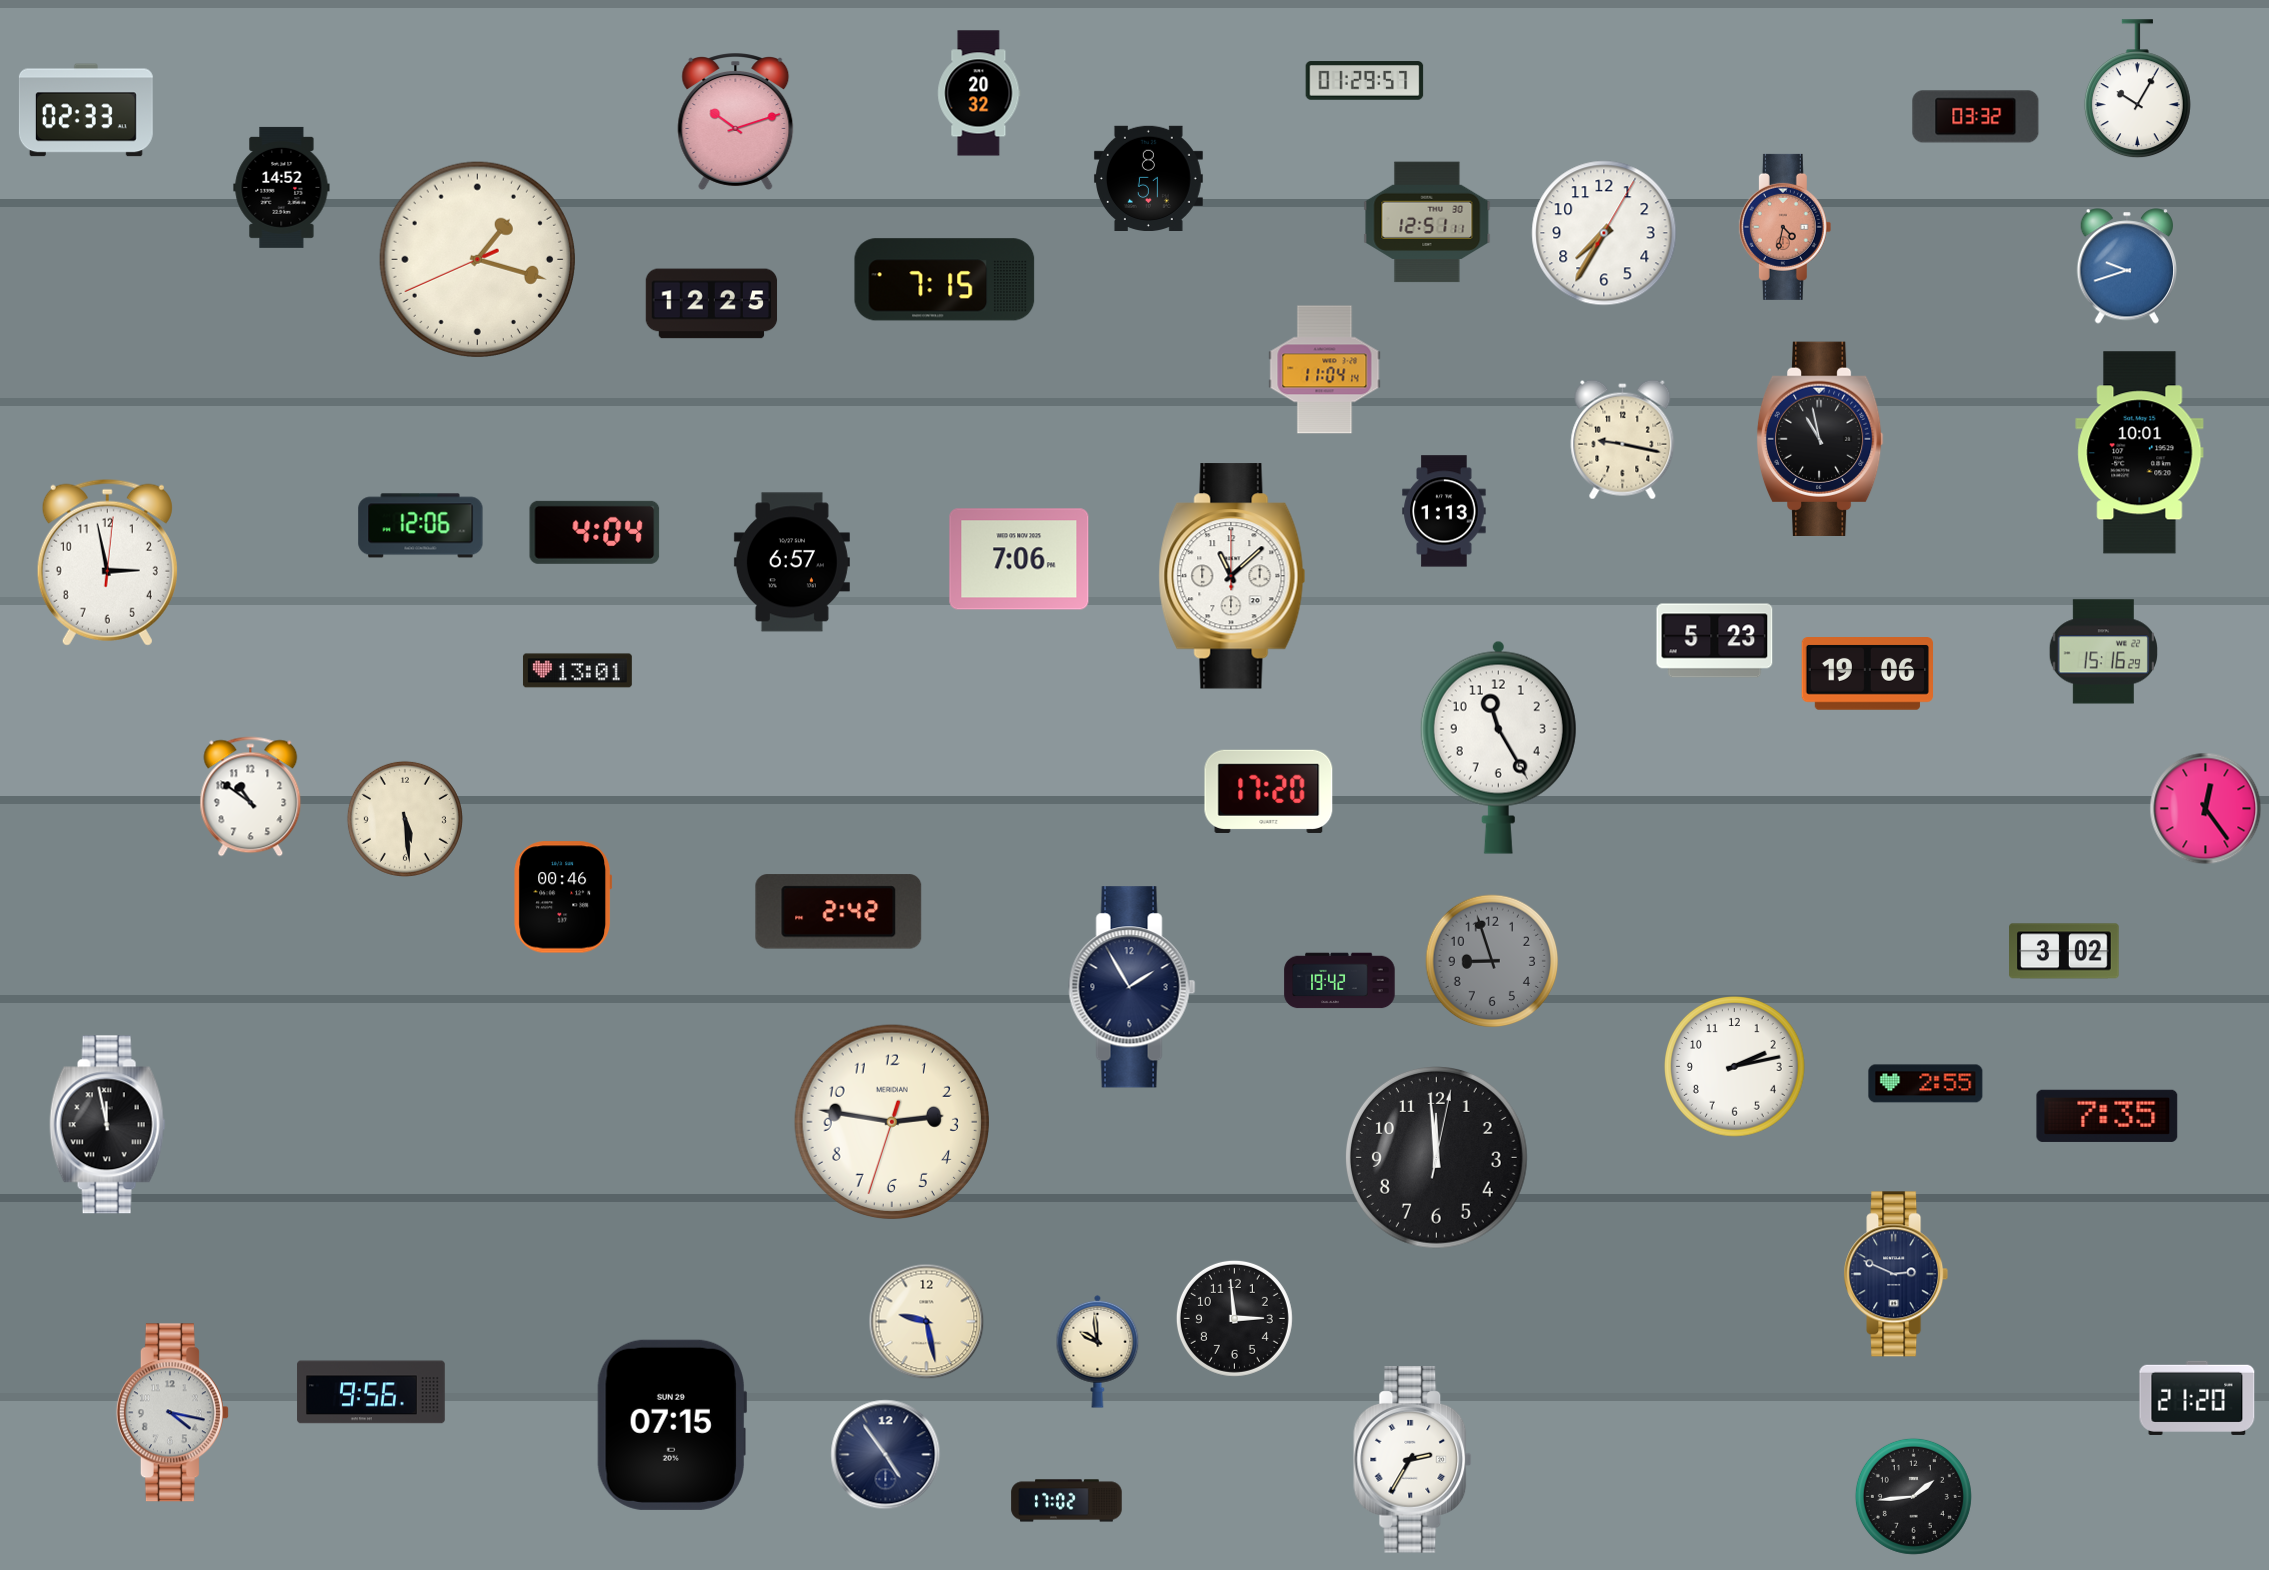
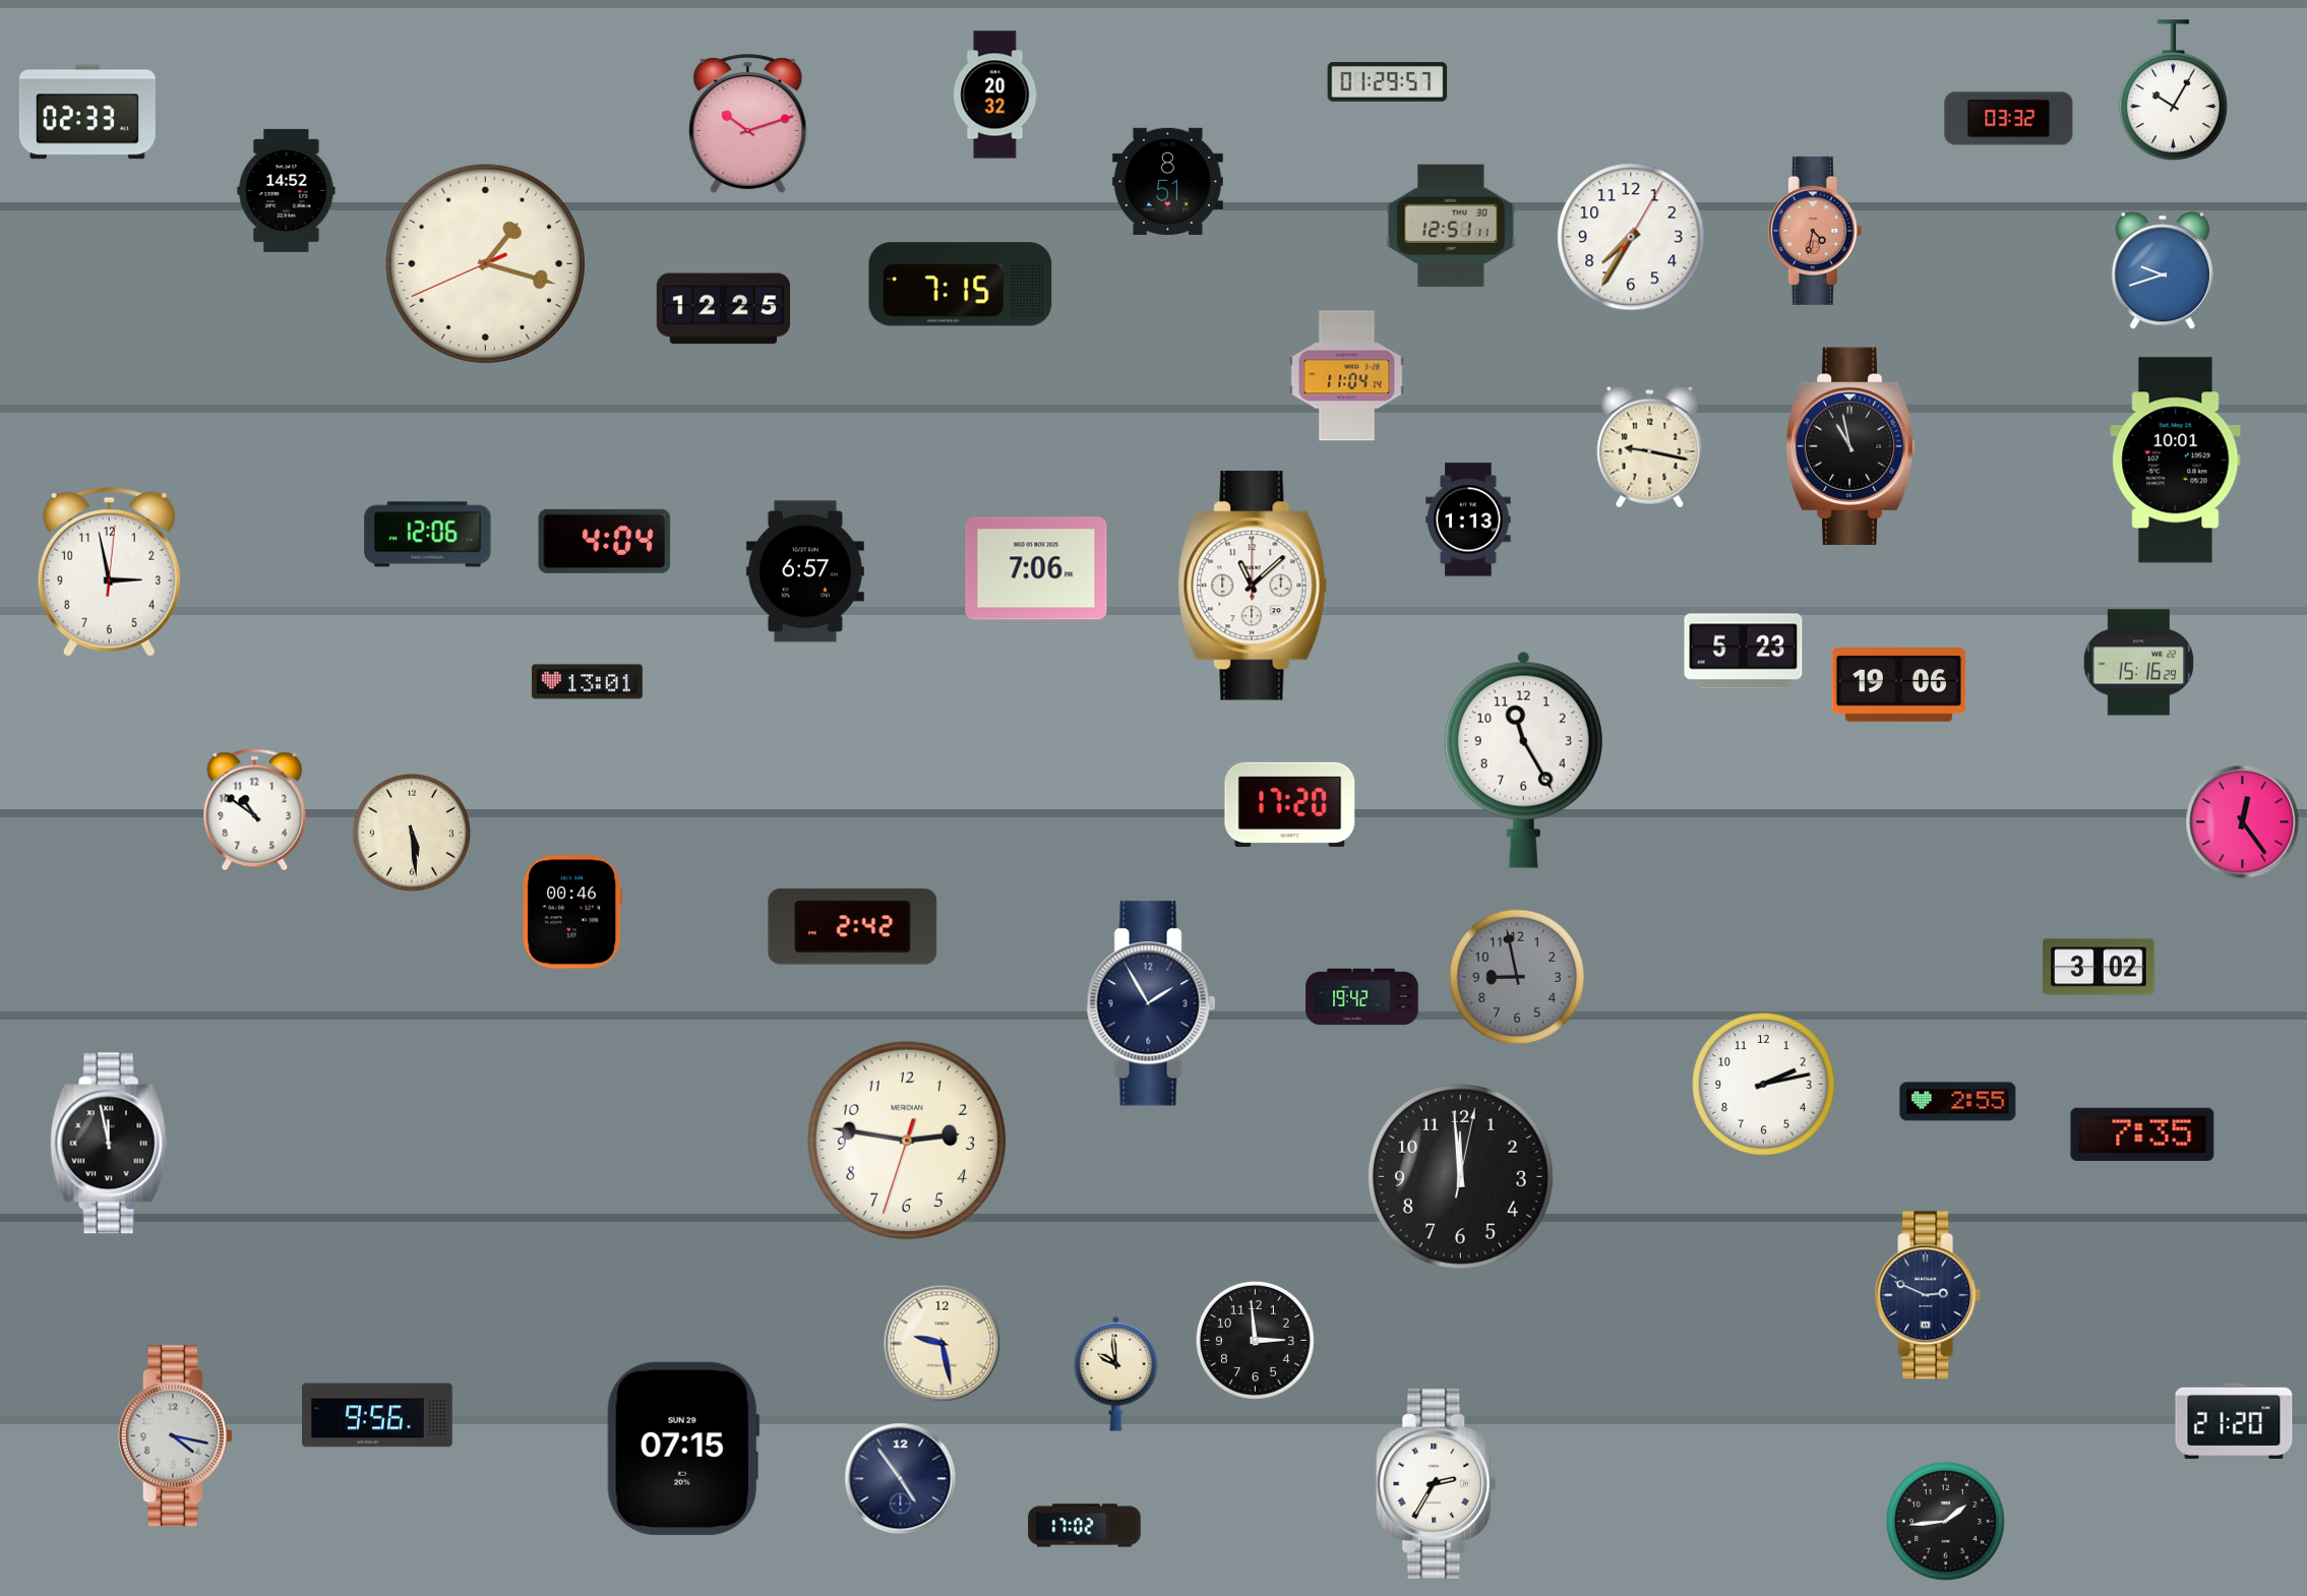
clock at (1492, 961): 8:57 -> 8:58
